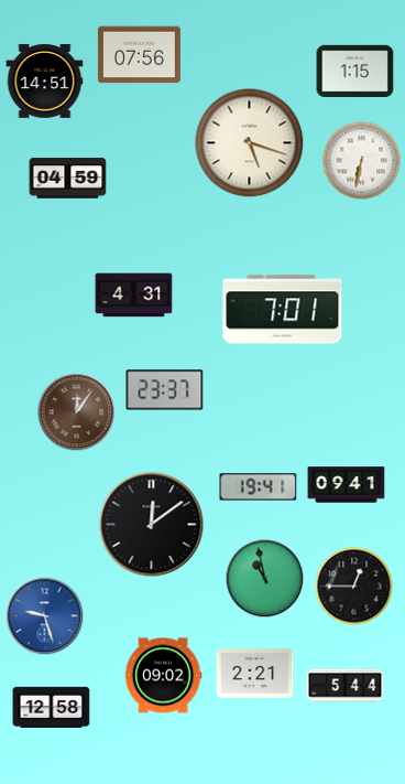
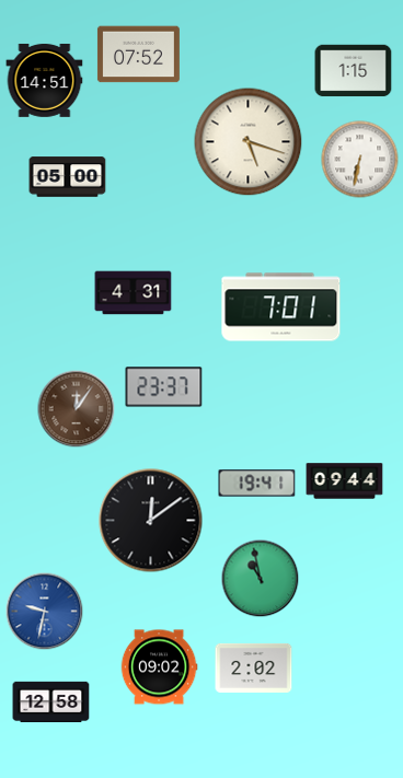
clock at (139, 55): 07:56 -> 07:52
clock at (68, 179): 04:59 -> 05:00
clock at (347, 485): 09:41 -> 09:44
clock at (265, 579) position: (265, 579) -> (261, 579)
clock at (354, 587): 12:45 -> none
clock at (45, 616): 9:27 -> 9:32
clock at (255, 673): 2:21 -> 2:02
clock at (163, 676) position: (163, 676) -> (159, 667)
clock at (346, 686): 5:44 -> none
